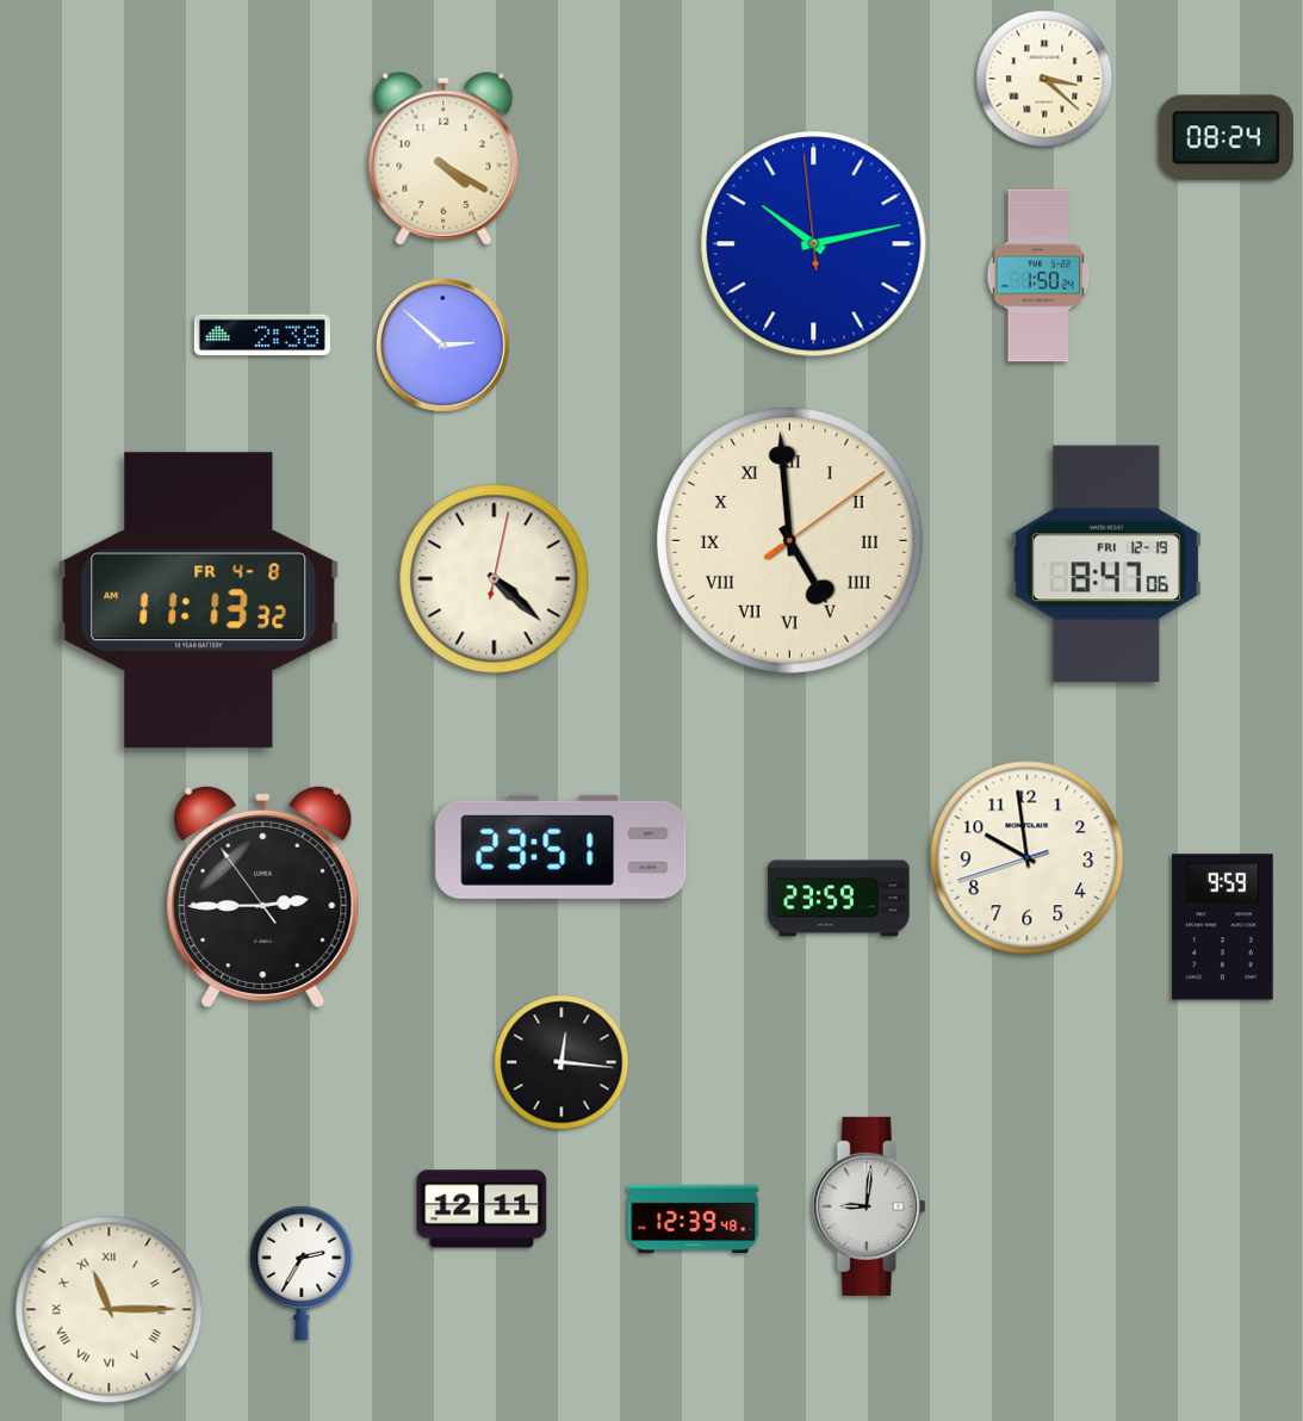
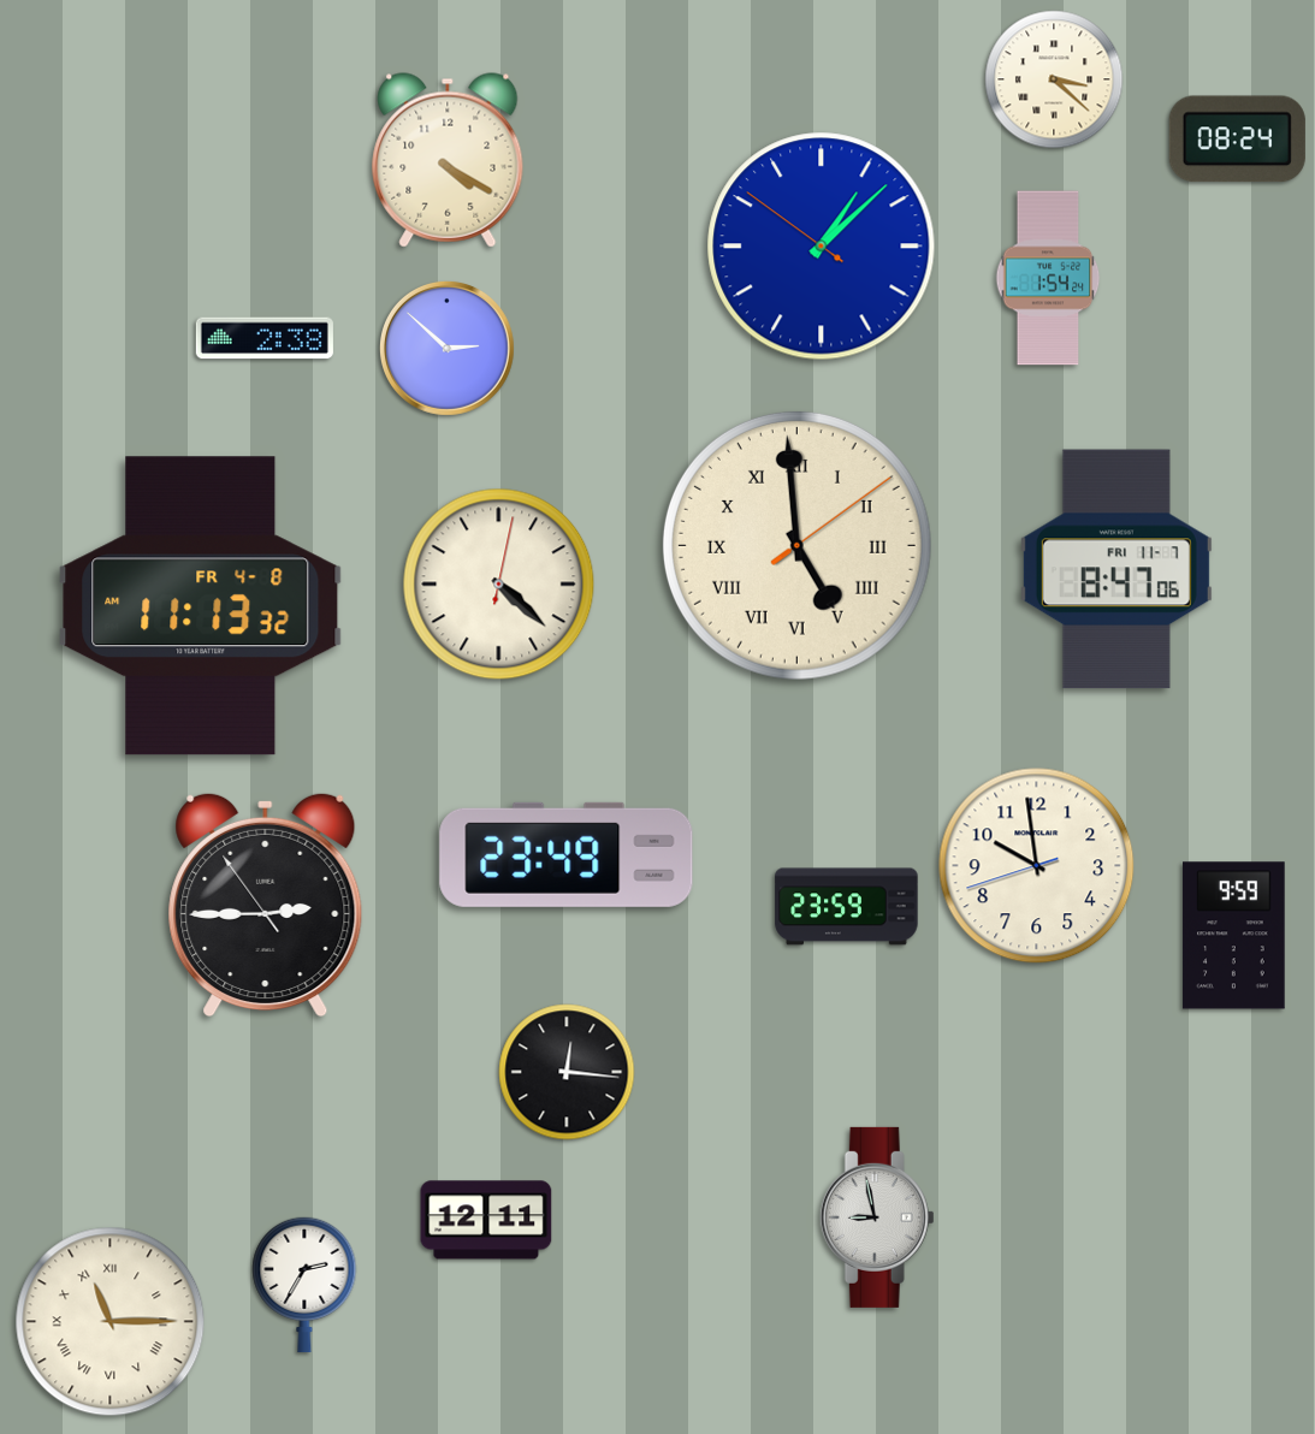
clock at (814, 244): 10:12 -> 1:07
clock at (1038, 275): 1:50 -> 1:54
clock at (1106, 564) date: FRI 12-19 -> FRI 11-7
clock at (561, 846): 23:51 -> 23:49
clock at (869, 1206): 9:01 -> 8:58
clock at (694, 1220): 12:39 -> none
